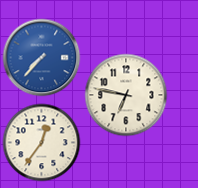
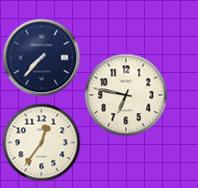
clock at (41, 57) dial: blue -> navy
